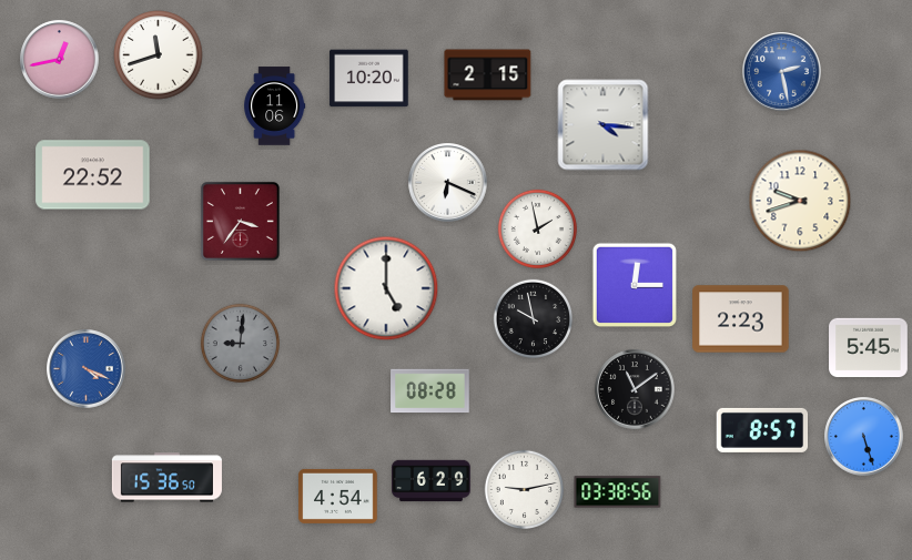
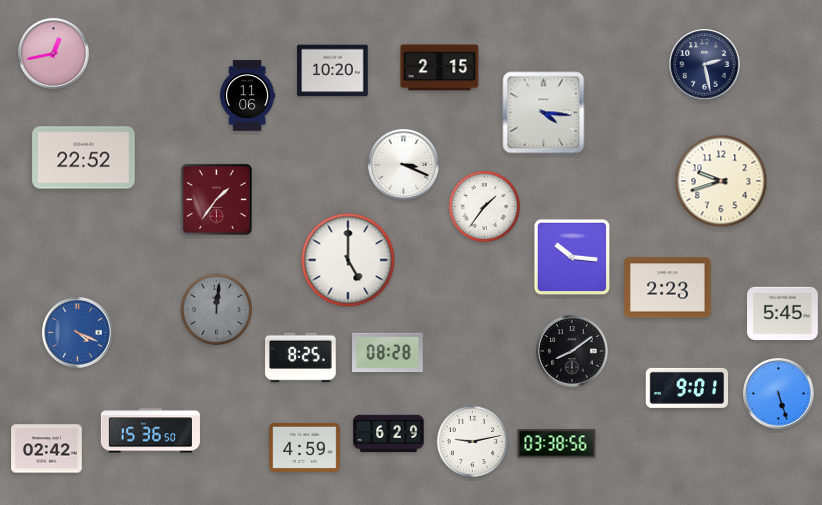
clock at (159, 55): 11:42 -> none
clock at (782, 72) dial: blue -> navy
clock at (448, 183): 6:19 -> 3:19
clock at (240, 221): 3:36 -> 1:36
clock at (537, 228): 1:58 -> 1:36
clock at (634, 284): 12:15 -> 10:16
clock at (533, 318): 9:58 -> none
clock at (240, 343): 9:01 -> 12:01
clock at (635, 389): 11:09 -> 8:09
clock at (301, 358): none -> 8:25
clock at (762, 430): 8:57 -> 9:01
clock at (338, 496): 4:54 -> 4:59
clock at (47, 449): none -> 02:42
